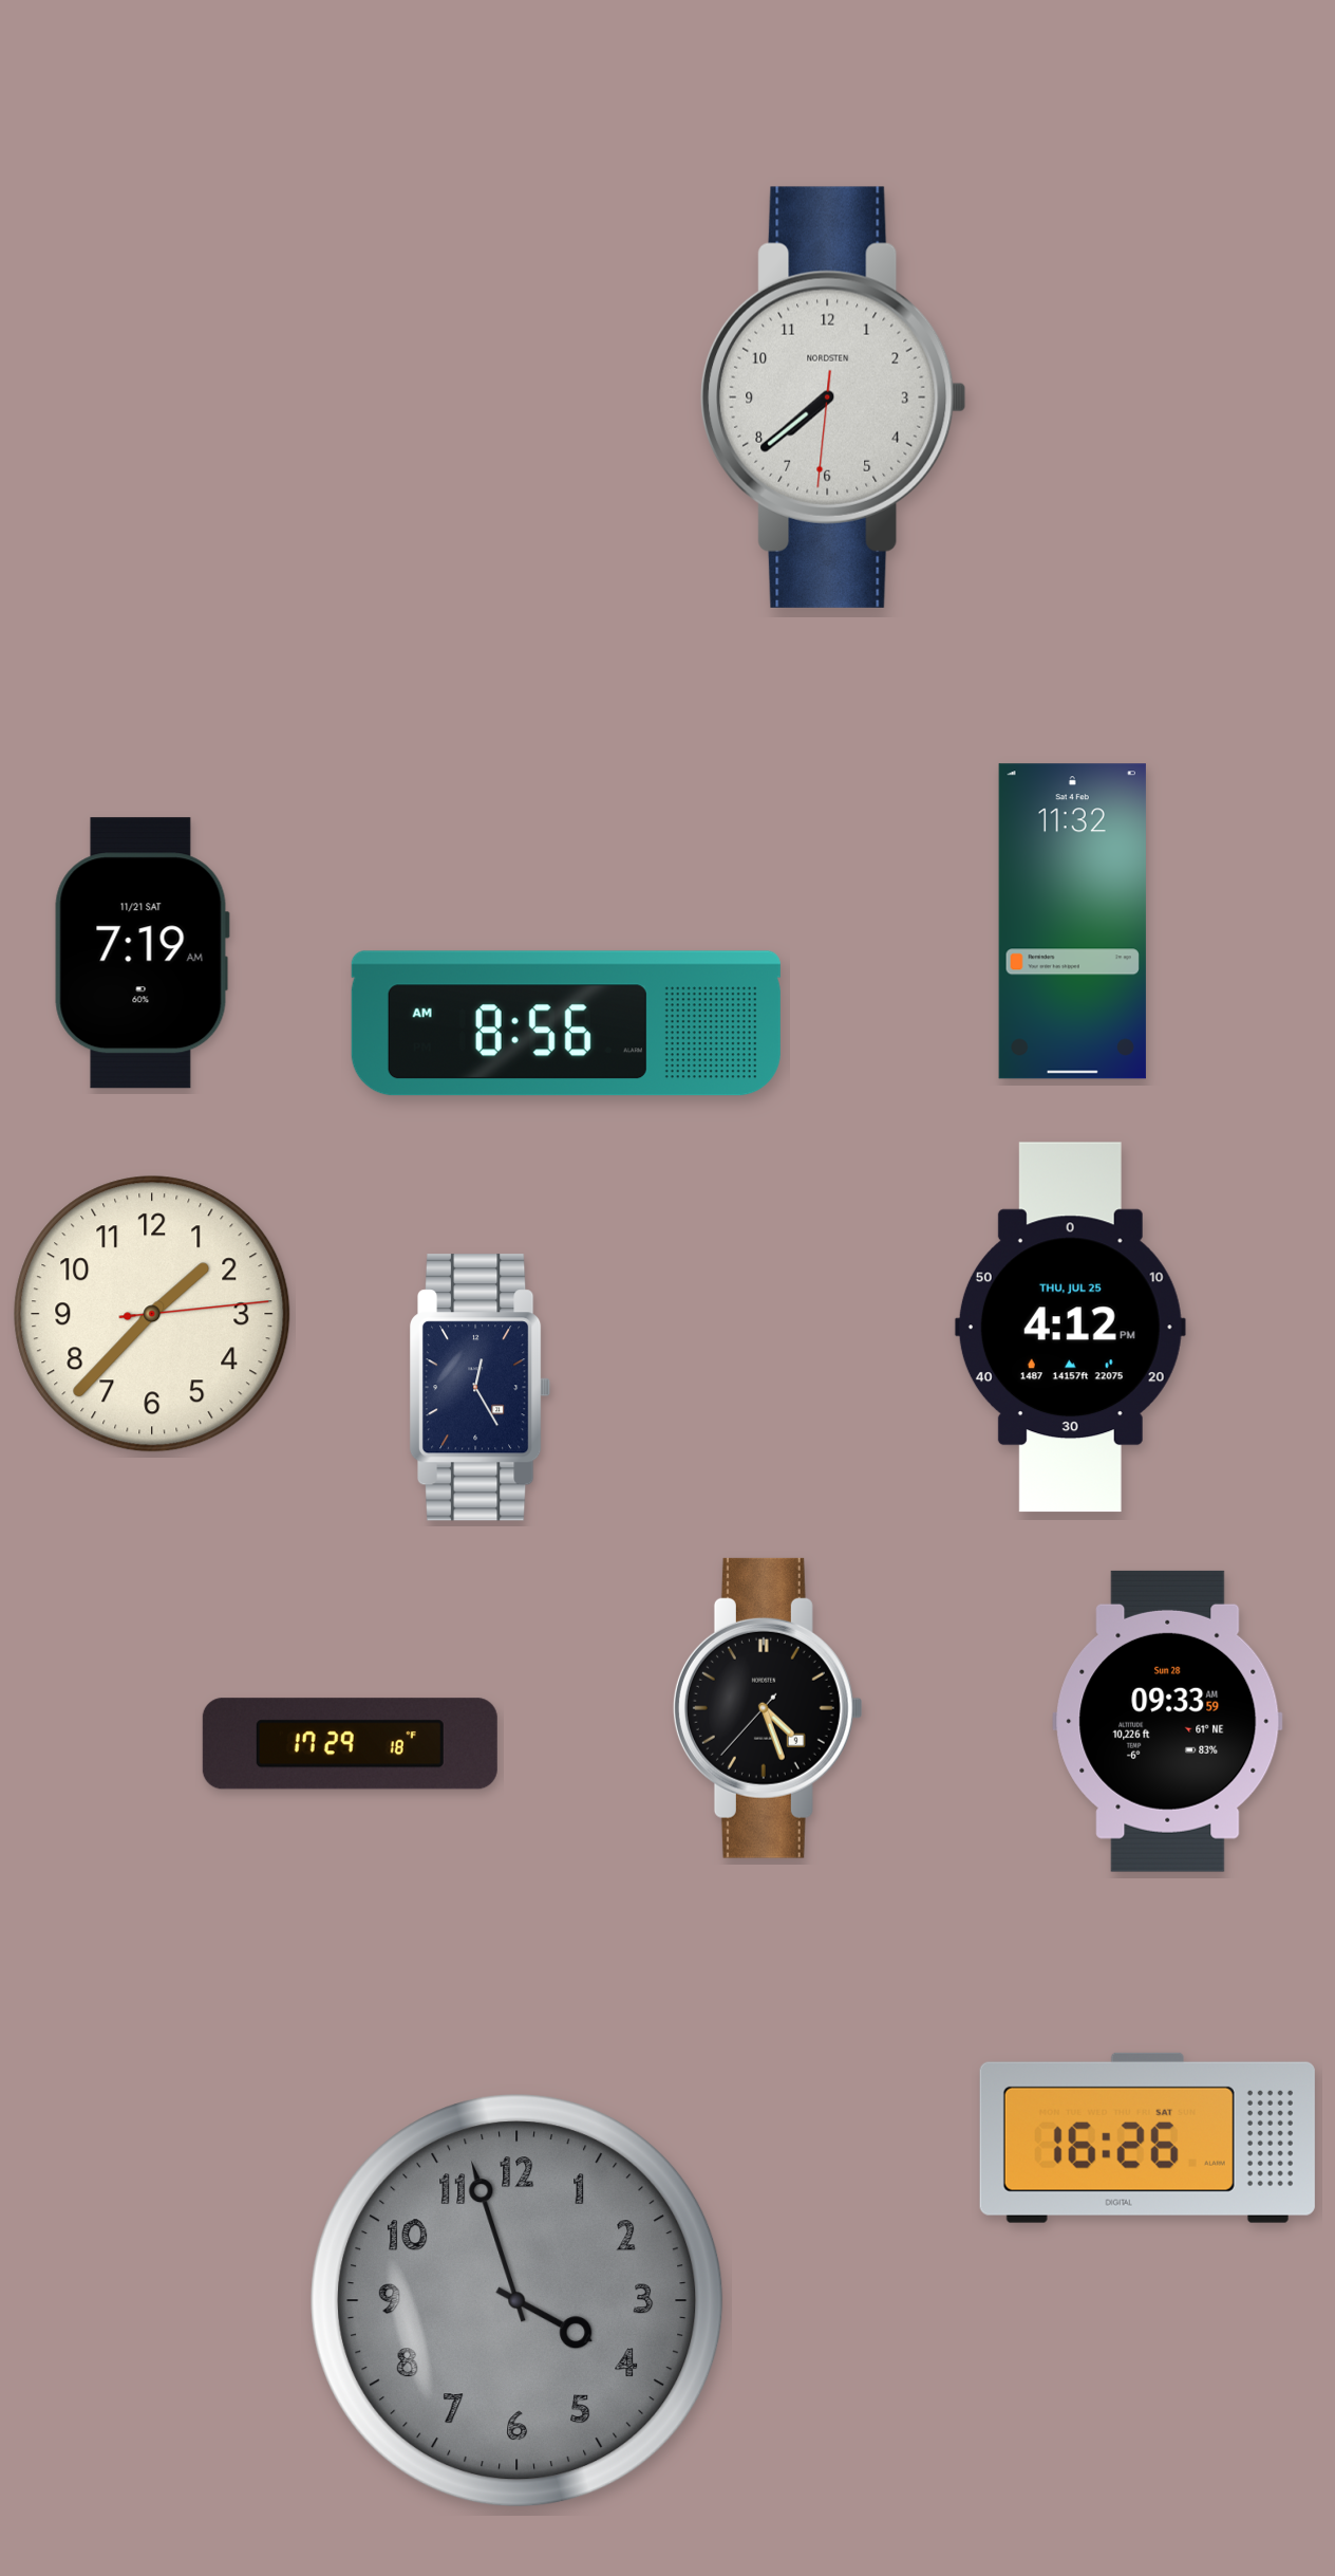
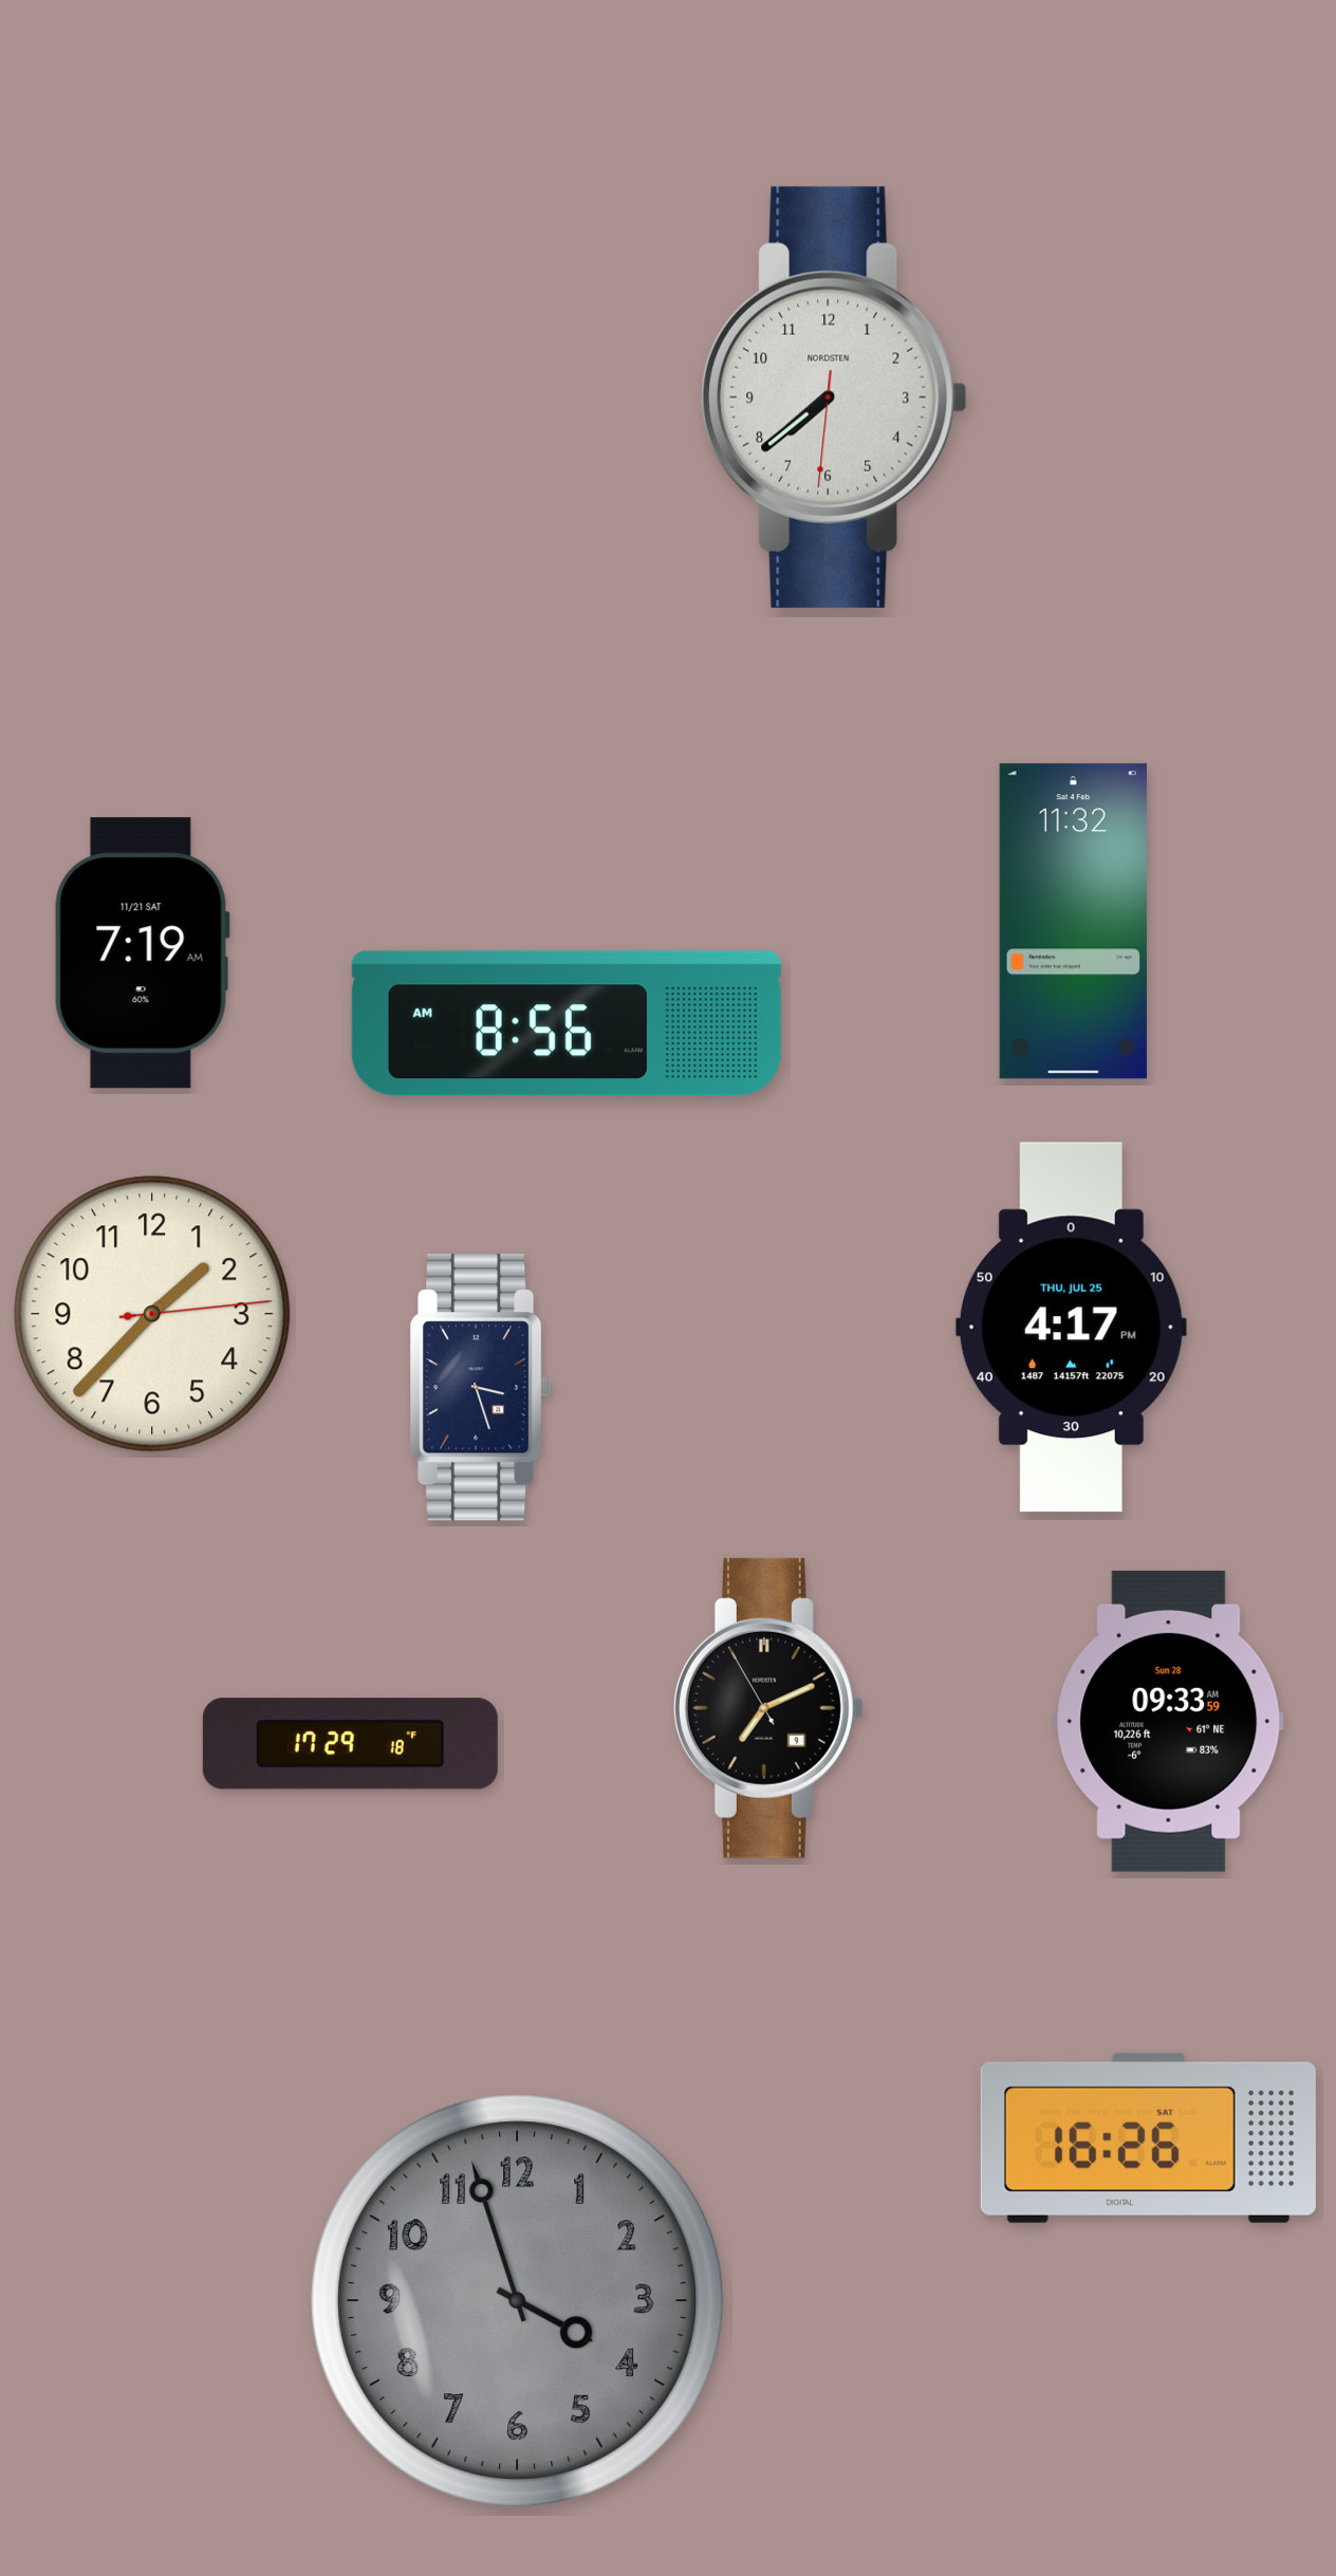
clock at (1070, 1328): 4:12 -> 4:17
clock at (481, 1388): 12:25 -> 3:27
clock at (768, 1708): 4:26 -> 7:10
